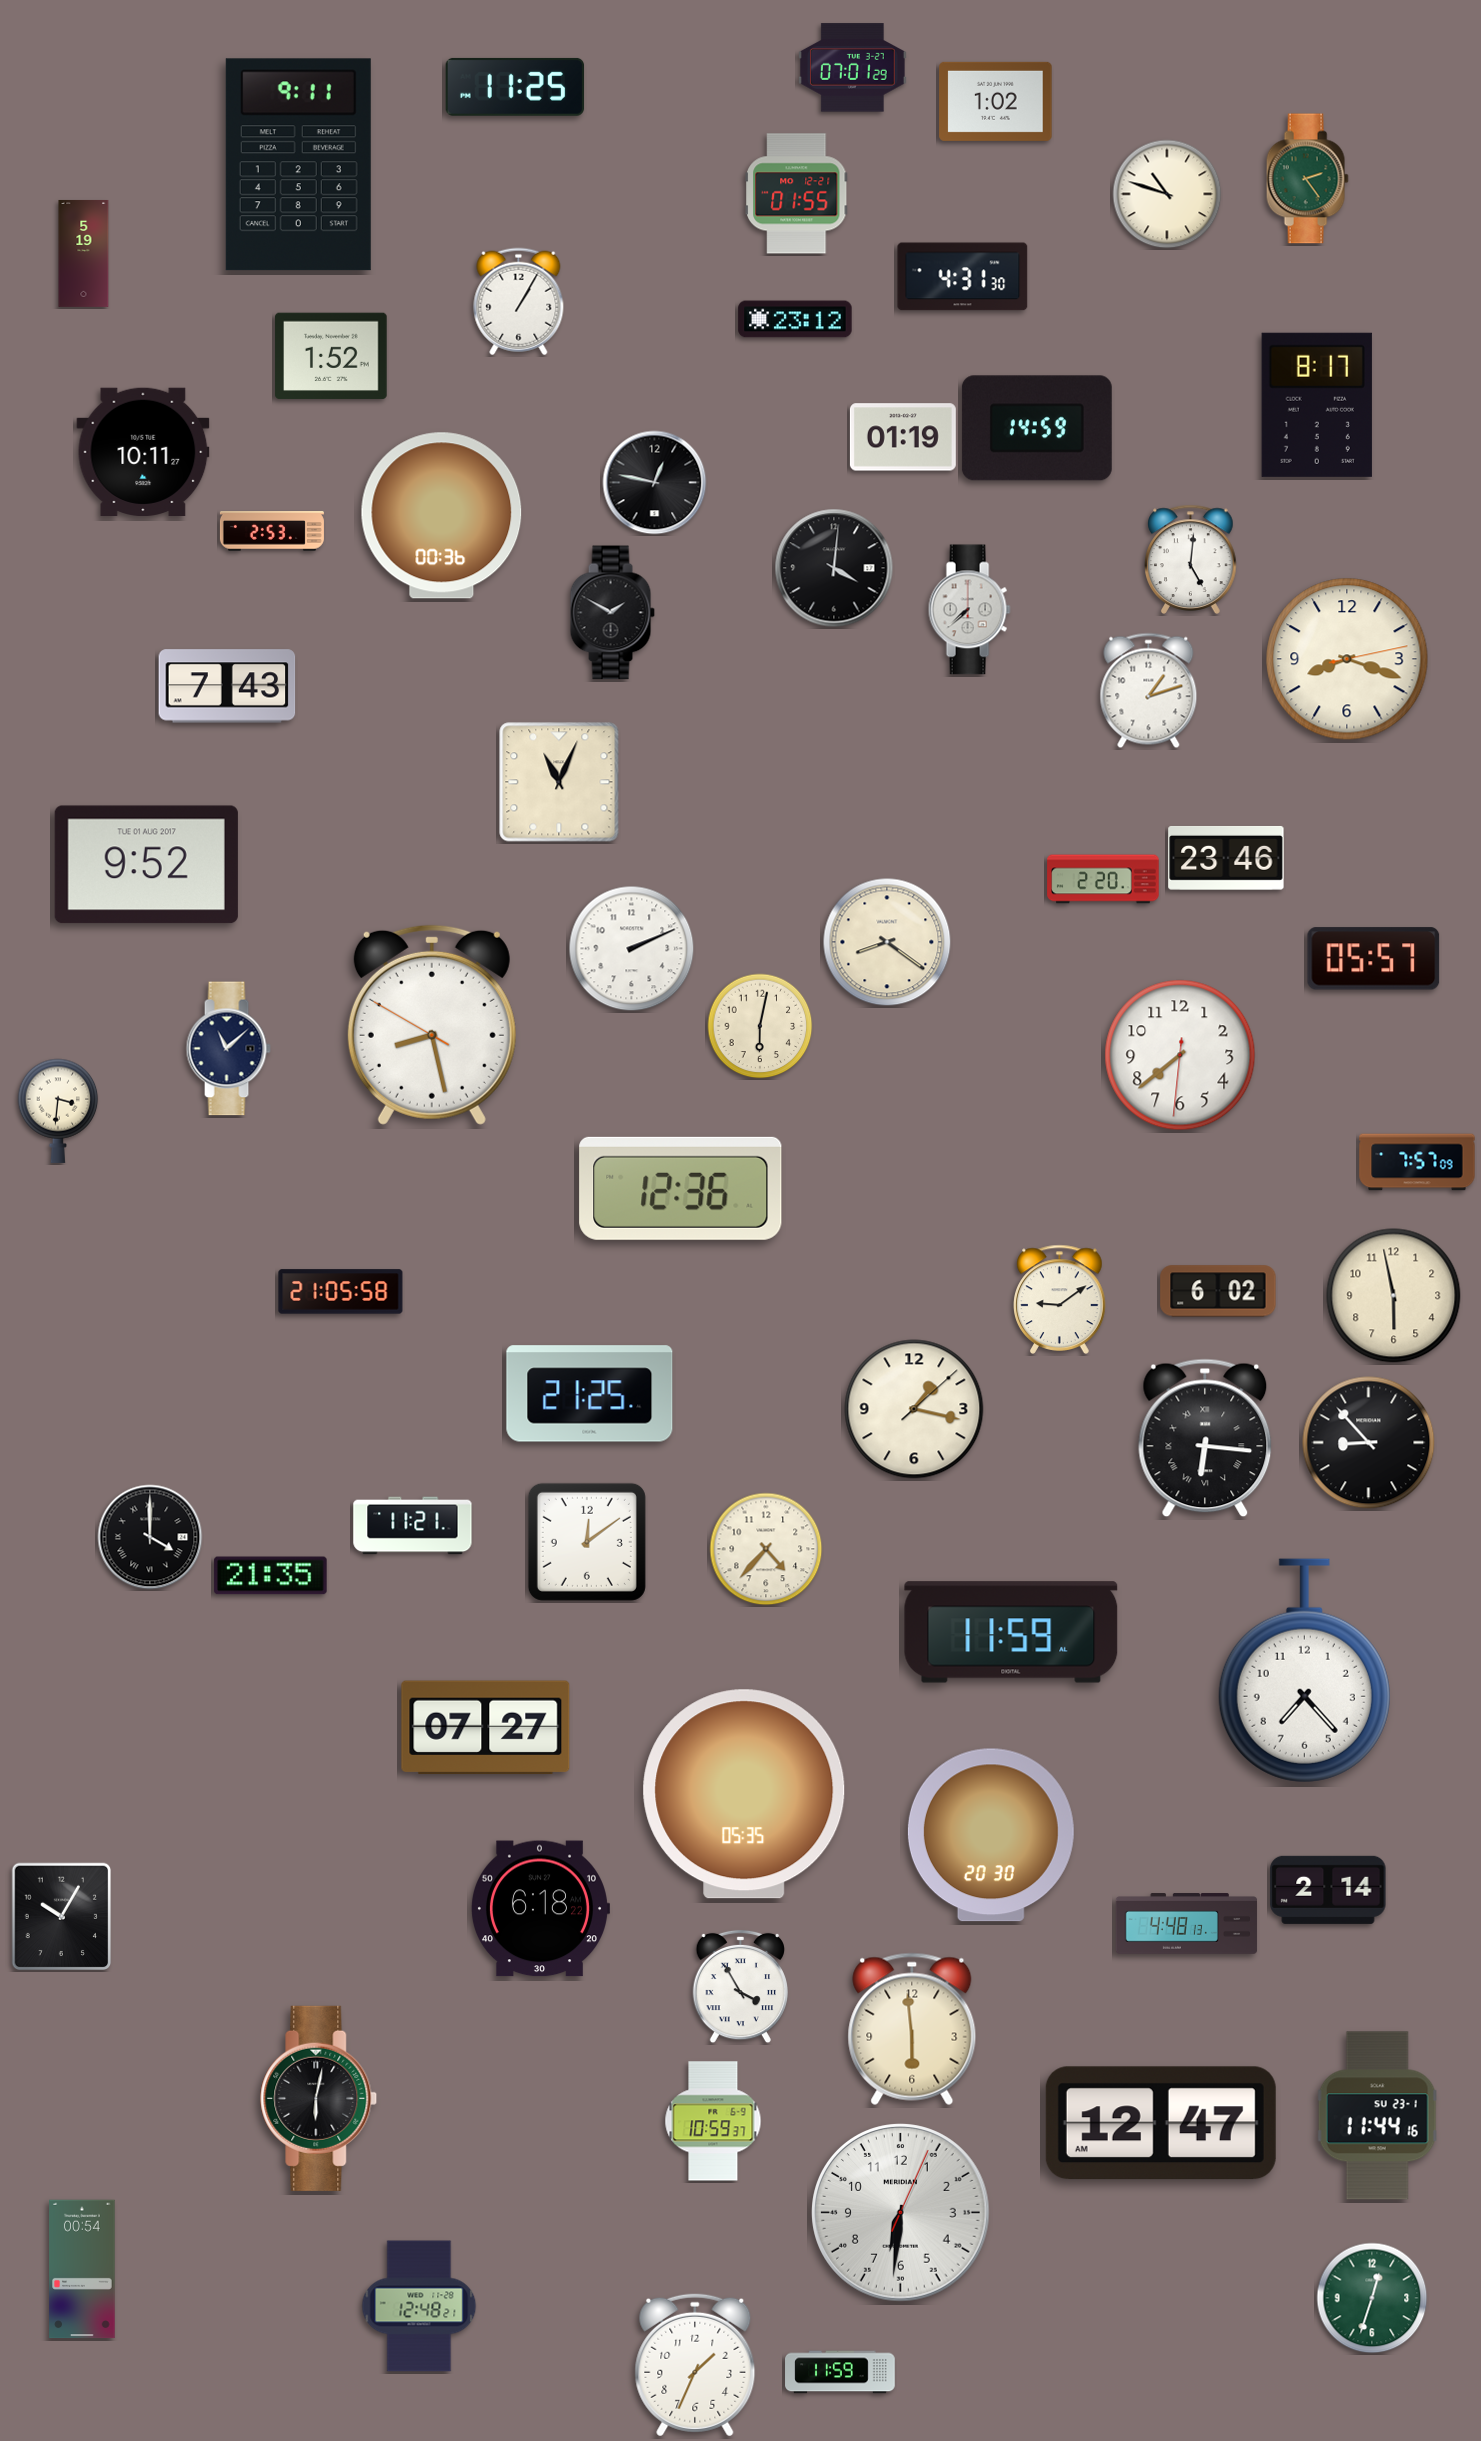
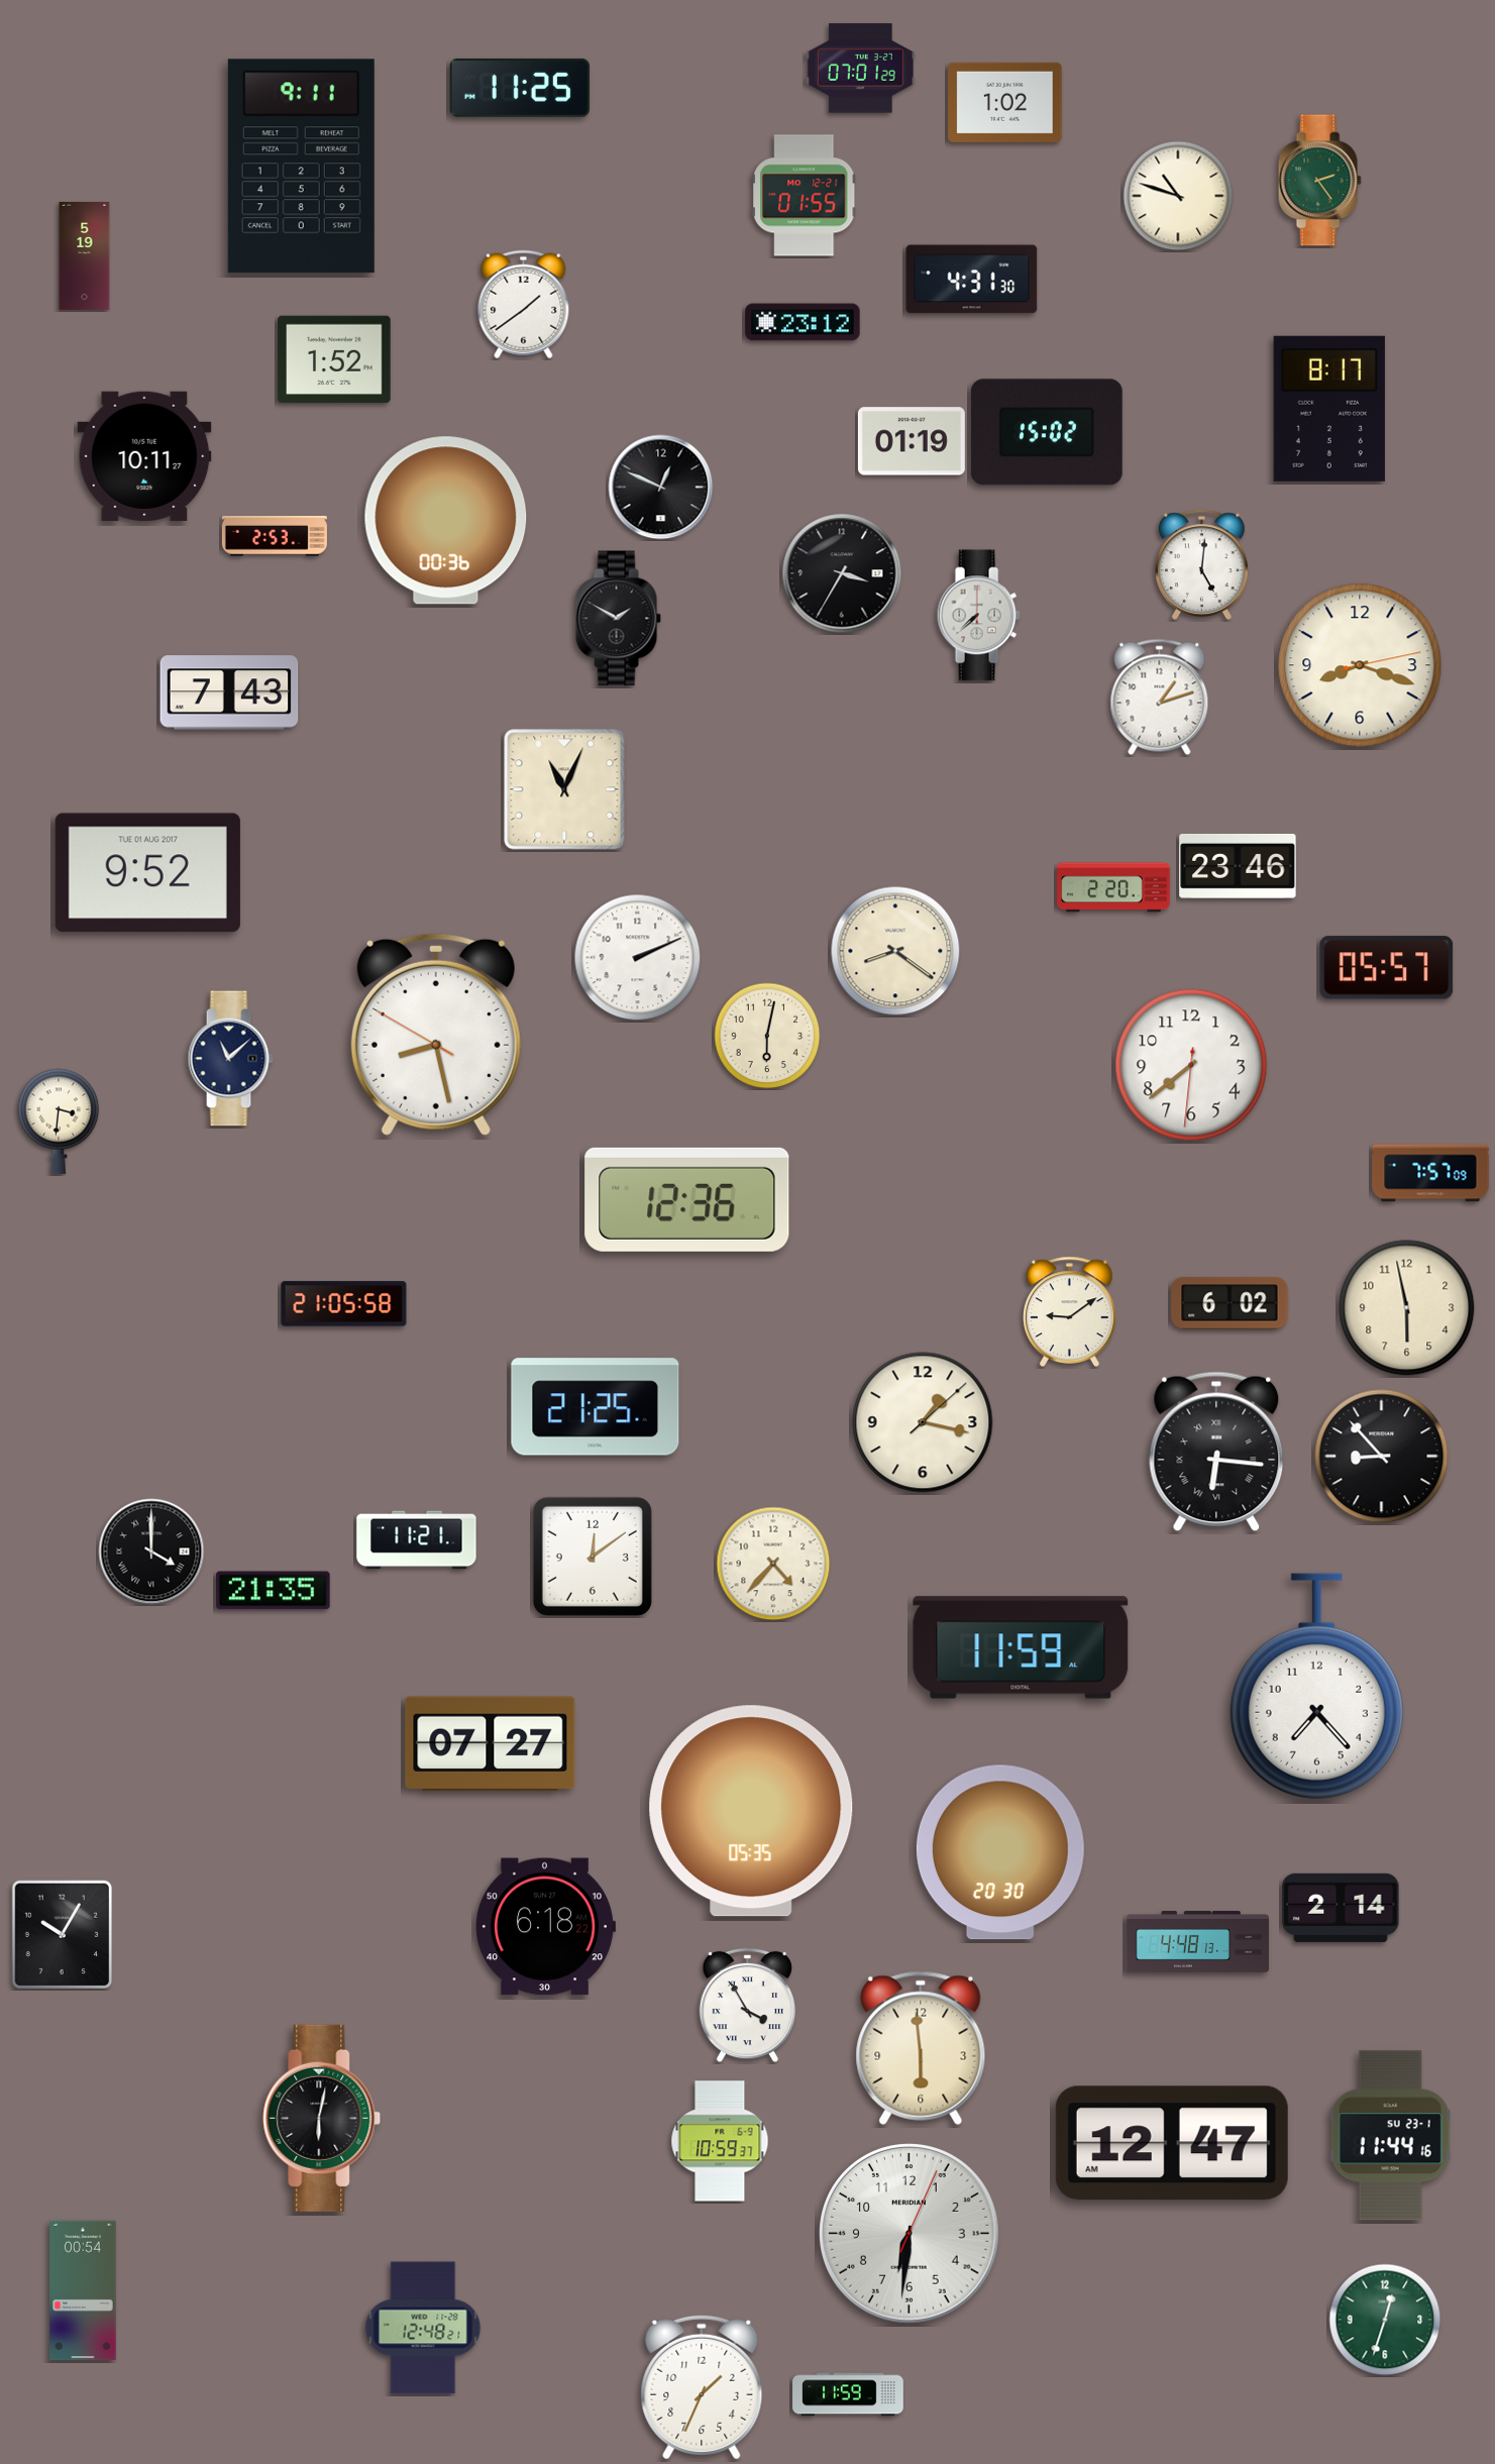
clock at (519, 302): 1:05 -> 1:39
clock at (1037, 428): 14:59 -> 15:02
clock at (655, 483): 12:47 -> 12:49
clock at (834, 568): 4:01 -> 3:35
